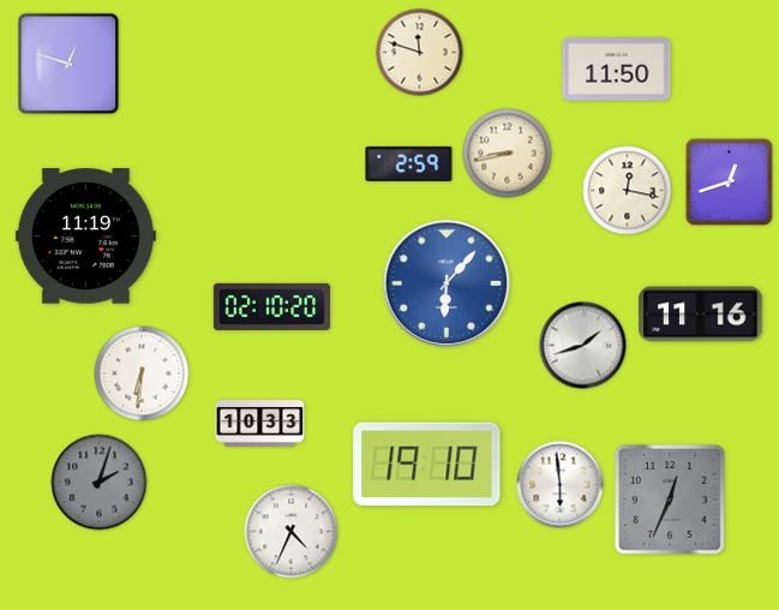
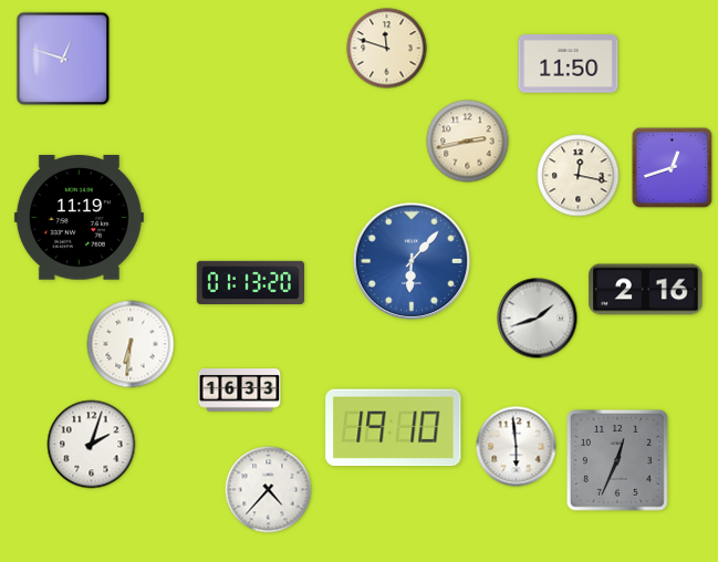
clock at (508, 154): 8:43 -> 2:43
clock at (409, 163): 2:59 -> none
clock at (271, 306): 02:10 -> 01:13
clock at (701, 315): 11:16 -> 2:16
clock at (260, 424): 10:33 -> 16:33
clock at (100, 483) dial: grey -> white
clock at (292, 532): 4:34 -> 4:37
